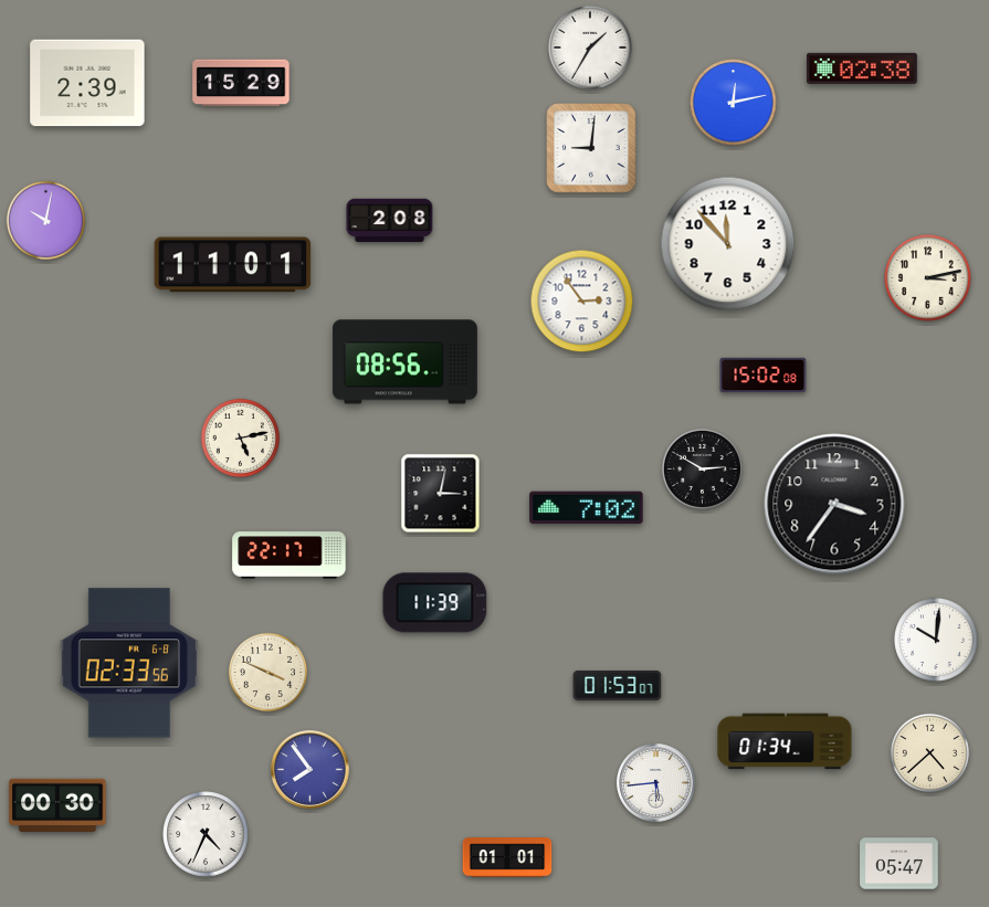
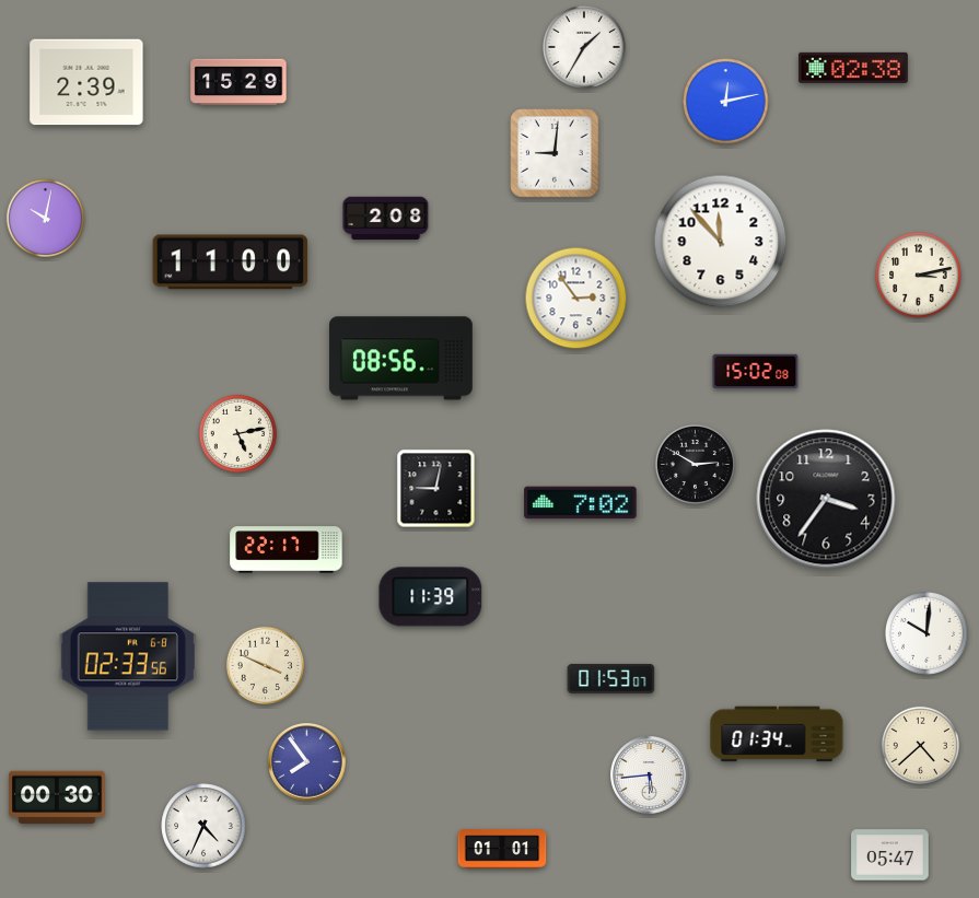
clock at (591, 148) position: (591, 148) -> (555, 153)
clock at (233, 265): 11:01 -> 11:00
clock at (441, 494): 3:02 -> 9:02
